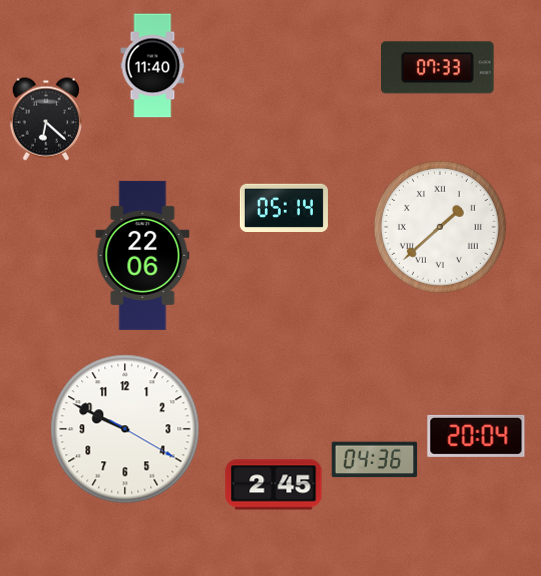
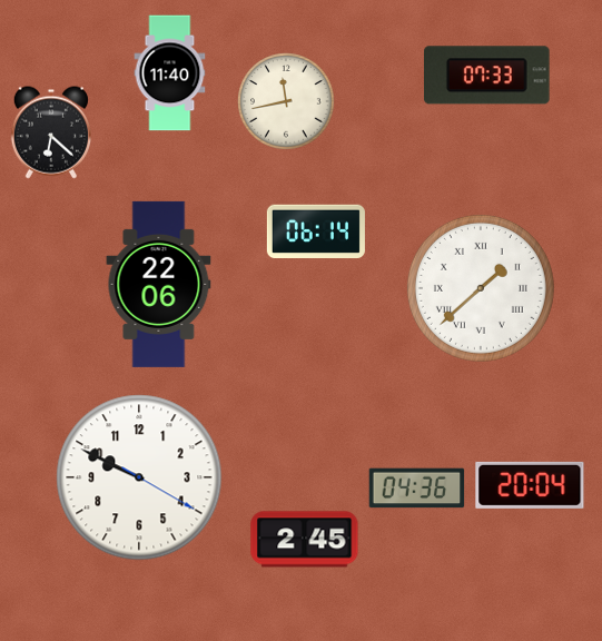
clock at (286, 101): none -> 11:43
clock at (284, 208): 05:14 -> 06:14
clock at (440, 227) position: (440, 227) -> (481, 288)
clock at (375, 460) position: (375, 460) -> (417, 489)
